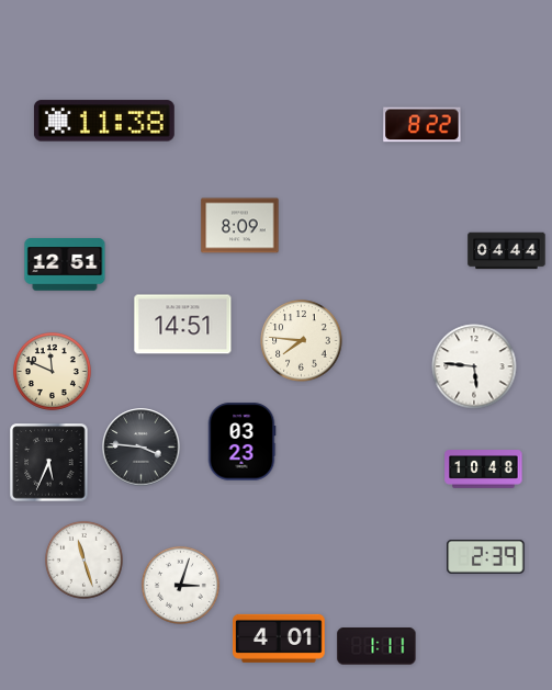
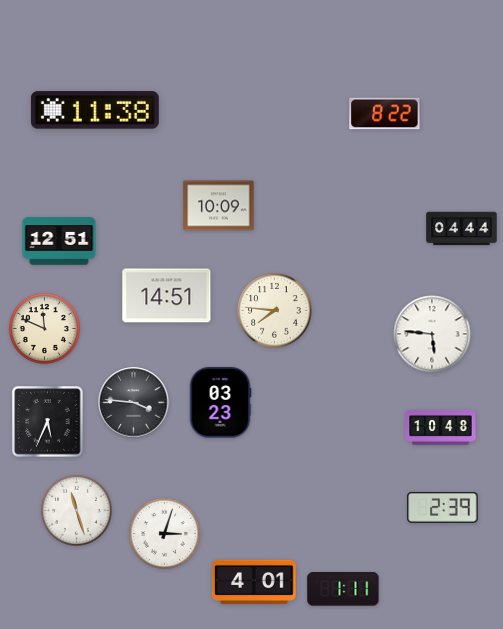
clock at (240, 226): 8:09 -> 10:09
clock at (52, 371) position: (52, 371) -> (44, 328)
clock at (142, 448) position: (142, 448) -> (134, 403)
clock at (49, 463) position: (49, 463) -> (48, 422)
